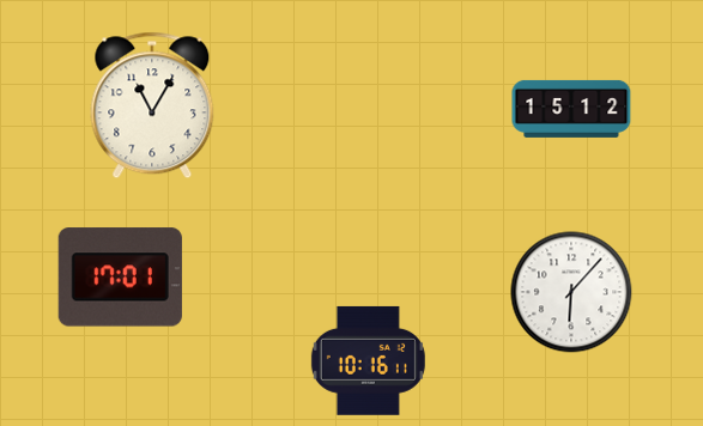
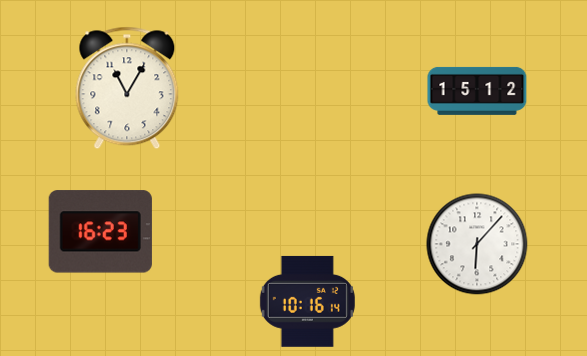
clock at (120, 278): 17:01 -> 16:23
clock at (368, 360): 10:16:11 -> 10:16:14
